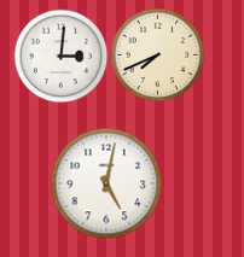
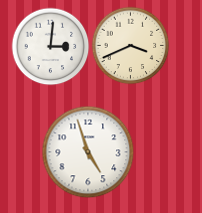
clock at (157, 54): 7:41 -> 3:41
clock at (106, 183): 5:02 -> 4:57
